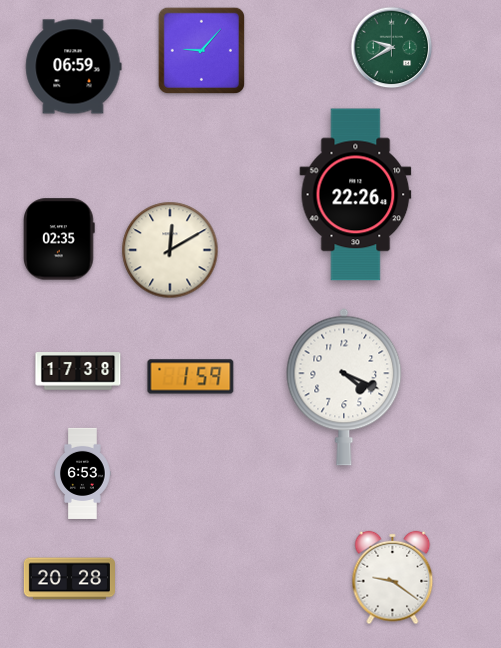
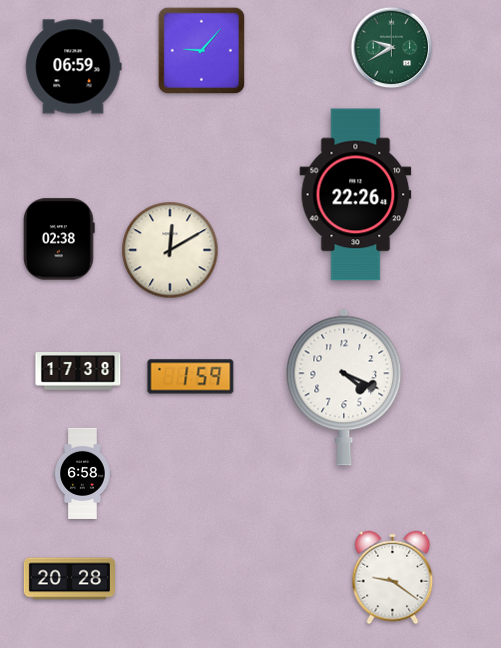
clock at (59, 239): 02:35 -> 02:38
clock at (83, 473): 6:53 -> 6:58
